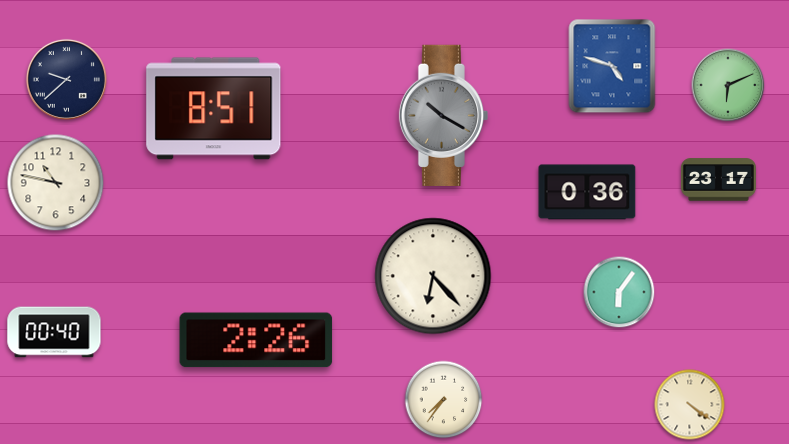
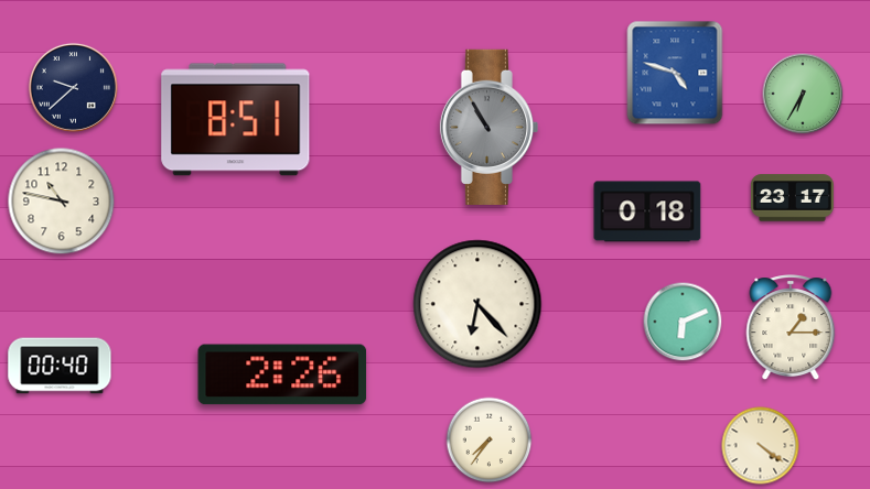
clock at (728, 85): 6:11 -> 6:35
clock at (443, 115): 10:20 -> 10:55
clock at (587, 192): 0:36 -> 0:18
clock at (619, 292): 6:06 -> 6:11
clock at (791, 328): none -> 1:15
